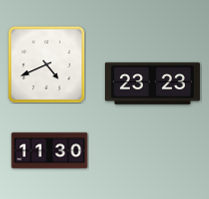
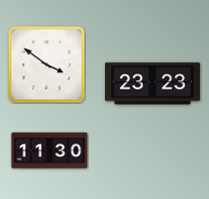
clock at (46, 64): 4:41 -> 3:51
